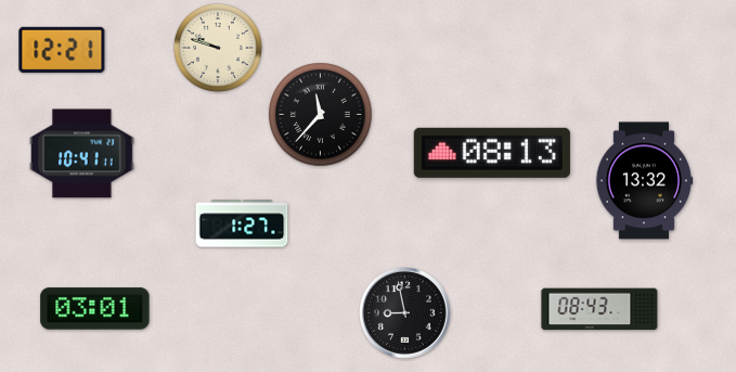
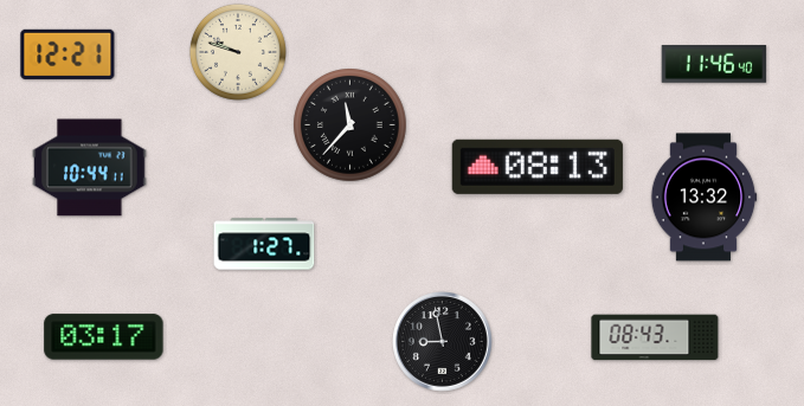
clock at (714, 65): none -> 11:46
clock at (82, 154): 10:41 -> 10:44
clock at (95, 309): 03:01 -> 03:17
